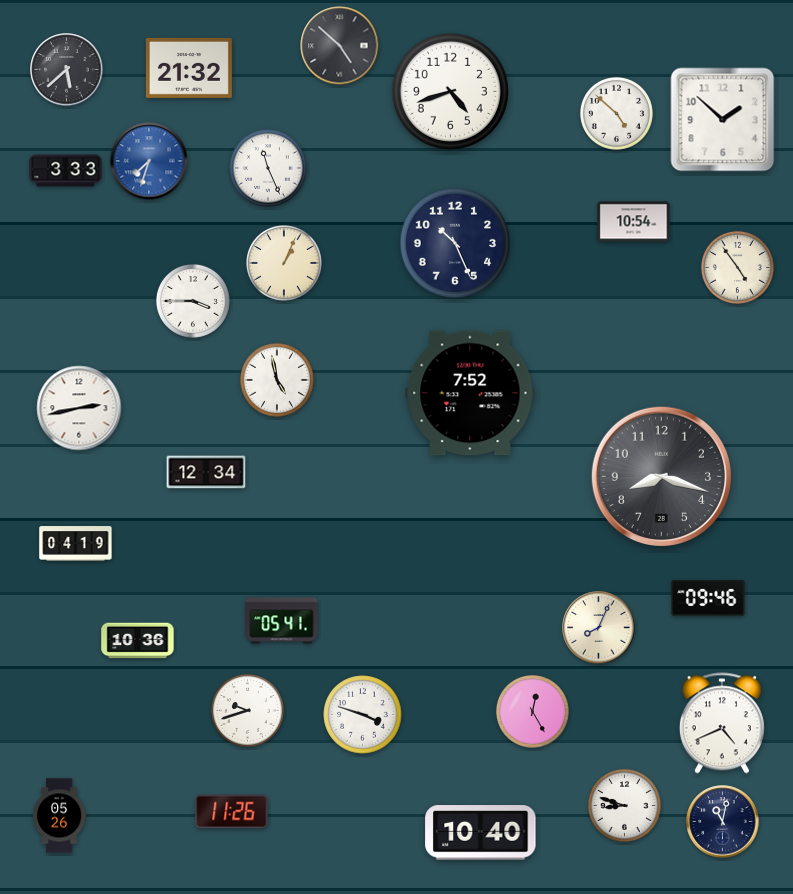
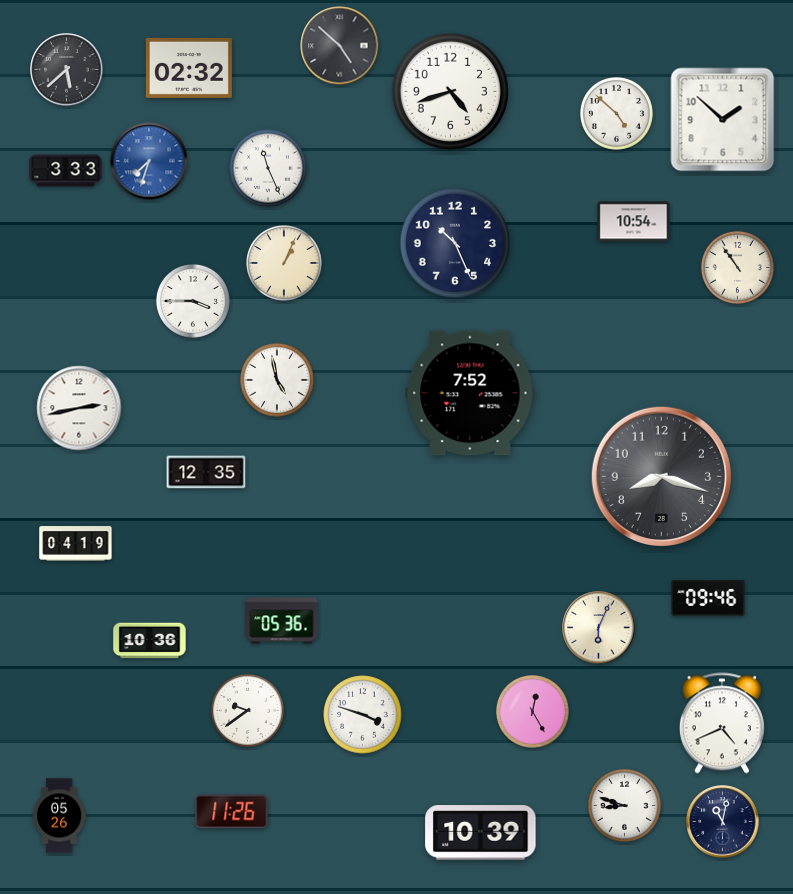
clock at (189, 68): 21:32 -> 02:32
clock at (737, 267): 4:54 -> 10:54
clock at (206, 472): 12:34 -> 12:35
clock at (282, 621): 05:41 -> 05:36
clock at (599, 628): 8:04 -> 6:04
clock at (138, 641) position: (138, 641) -> (150, 641)
clock at (247, 710): 9:42 -> 9:39
clock at (481, 833): 10:40 -> 10:39
